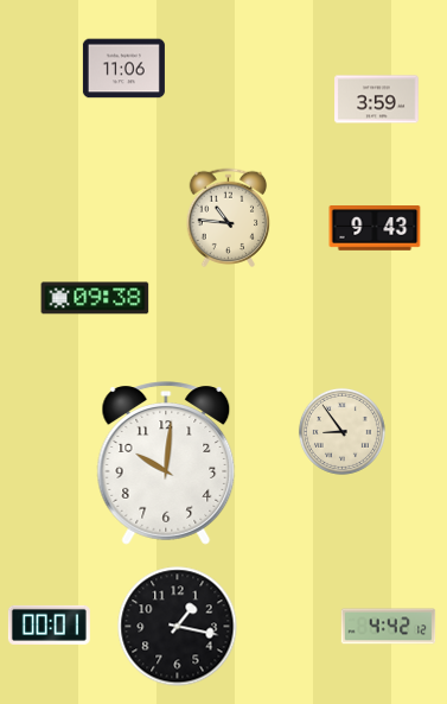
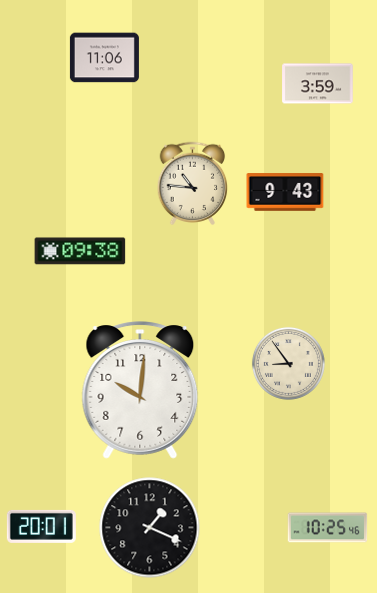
clock at (375, 228) position: (375, 228) -> (285, 192)
clock at (49, 624): 00:01 -> 20:01
clock at (178, 627): 1:17 -> 1:19
clock at (389, 627): 4:42 -> 10:25
